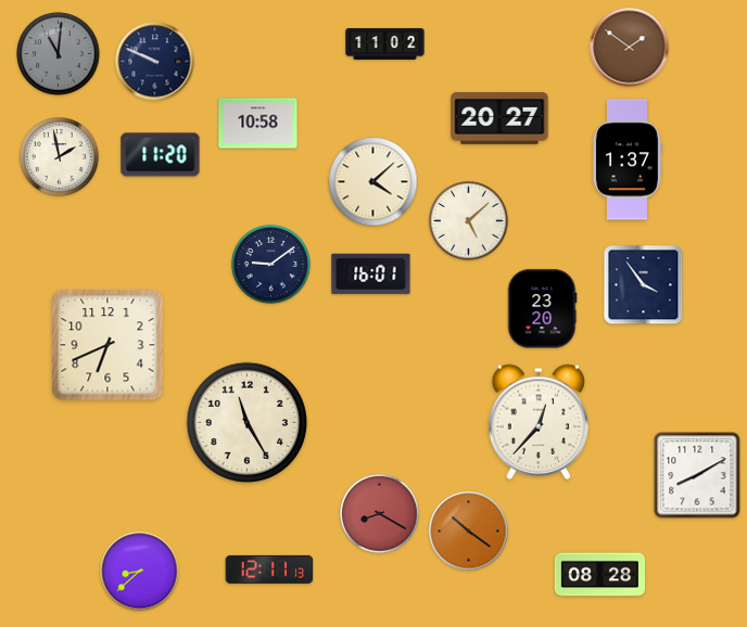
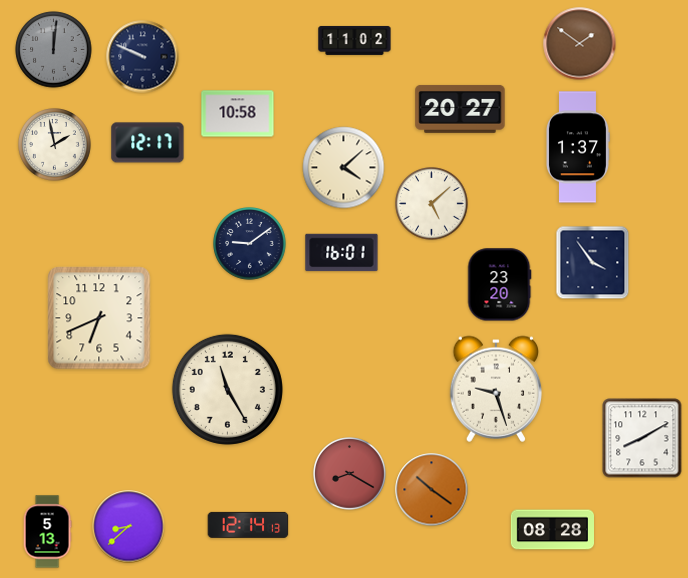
clock at (59, 54): 11:01 -> 12:01
clock at (161, 155): 11:20 -> 12:17
clock at (539, 422): 12:37 -> 9:27
clock at (269, 570): 12:11 -> 12:14
clock at (47, 532): none -> 5:13
